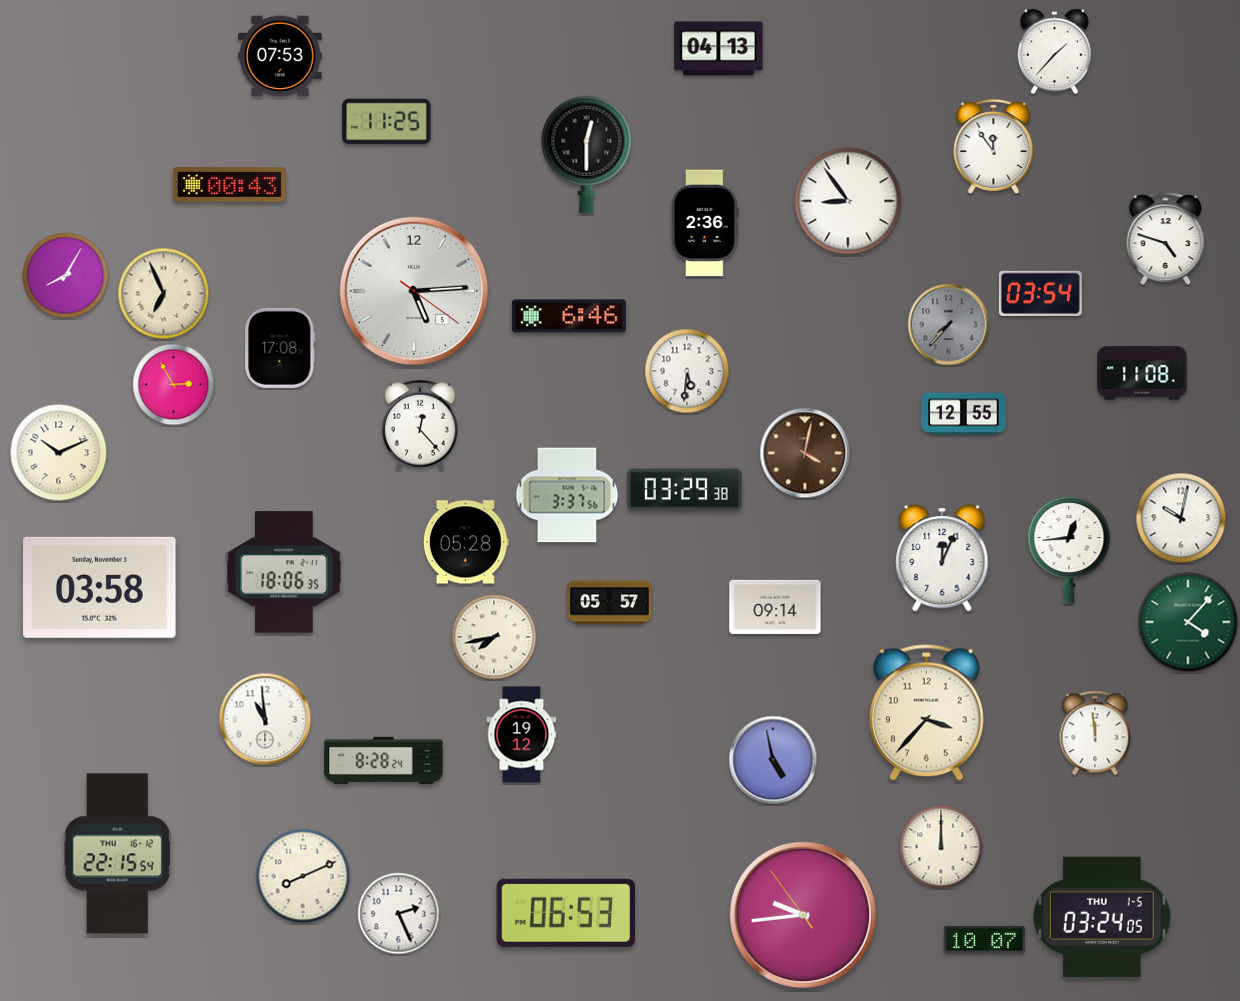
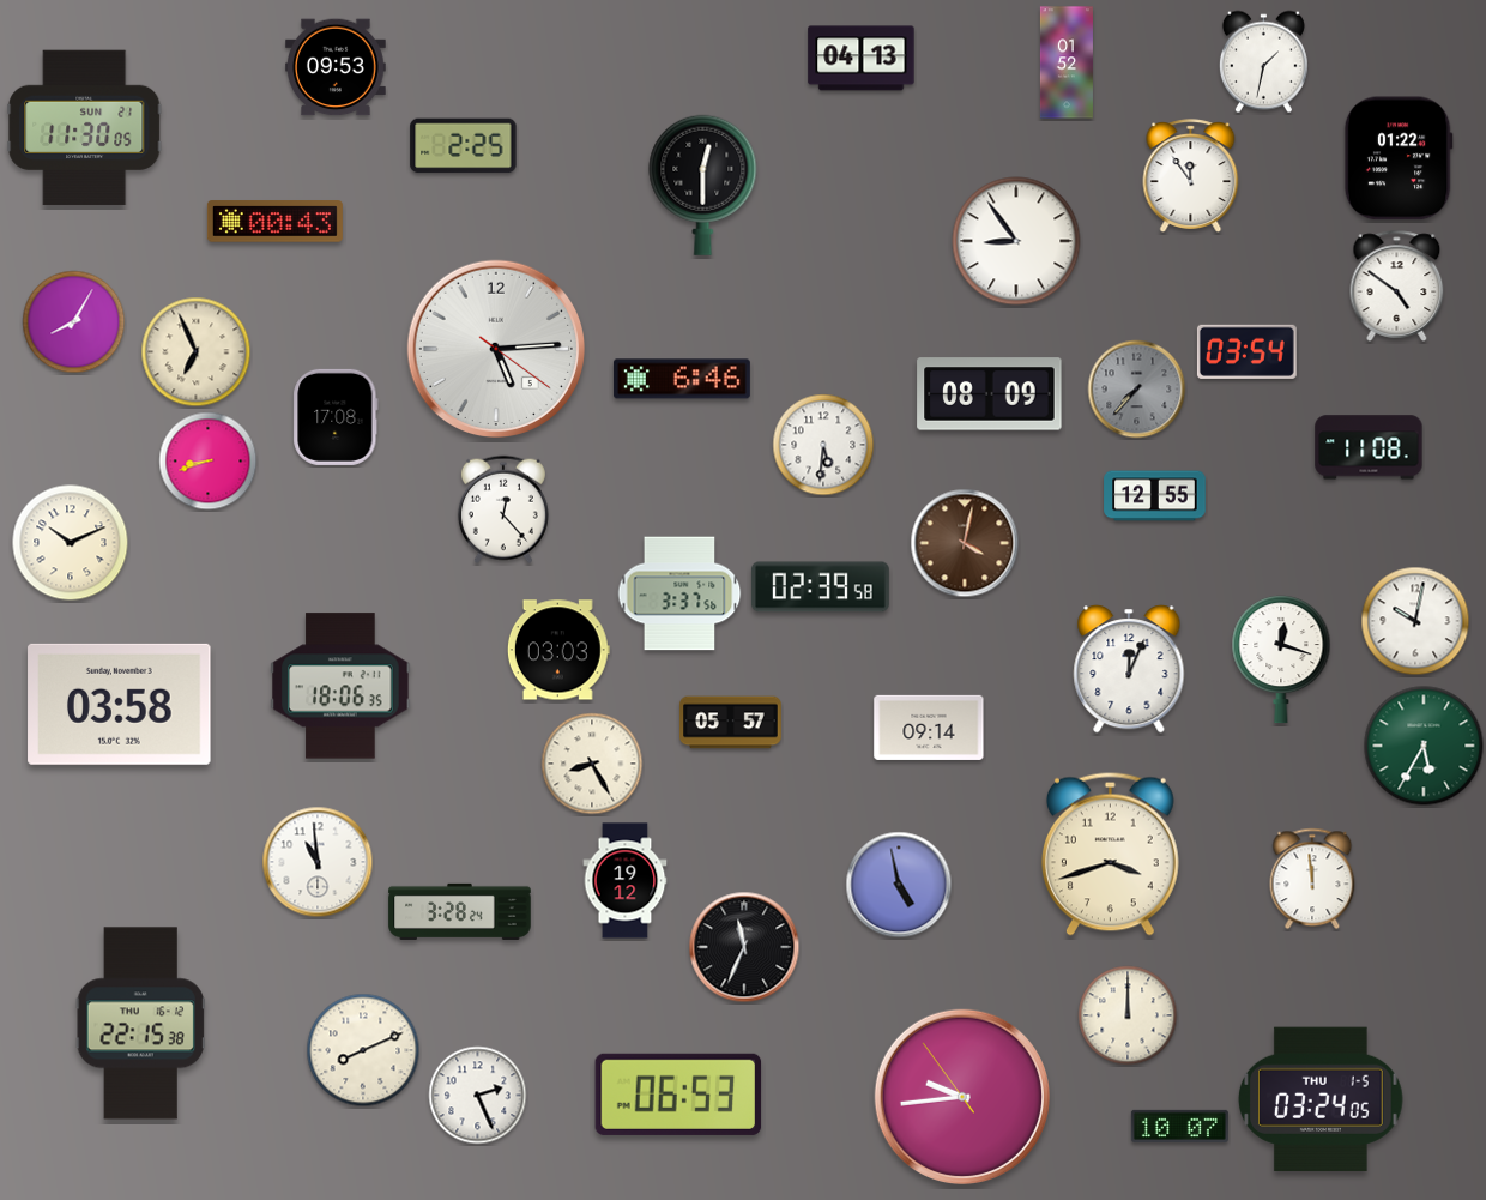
clock at (1067, 62): none -> 01:52
clock at (1054, 52): 1:37 -> 1:32
clock at (281, 56): 07:53 -> 09:53
clock at (85, 128): none -> 11:30
clock at (387, 122): 11:25 -> 2:25
clock at (1399, 158): none -> 01:22
clock at (706, 223): 2:36 -> none
clock at (1166, 238): 4:48 -> 4:51
clock at (66, 276) position: (66, 276) -> (74, 322)
clock at (990, 394): none -> 08:09
clock at (174, 385): 2:55 -> 8:42
clock at (684, 490): 03:29 -> 02:39
clock at (466, 542): 05:28 -> 03:03
clock at (1069, 550): 12:44 -> 12:18
clock at (1188, 622): 4:07 -> 5:35
clock at (494, 637): 7:43 -> 8:25
clock at (926, 712): 3:37 -> 3:42
clock at (384, 760): 8:28 -> 3:28
clock at (773, 760) position: (773, 760) -> (899, 885)
clock at (744, 947): none -> 11:34
clock at (117, 854): 22:15:54 -> 22:15:38
